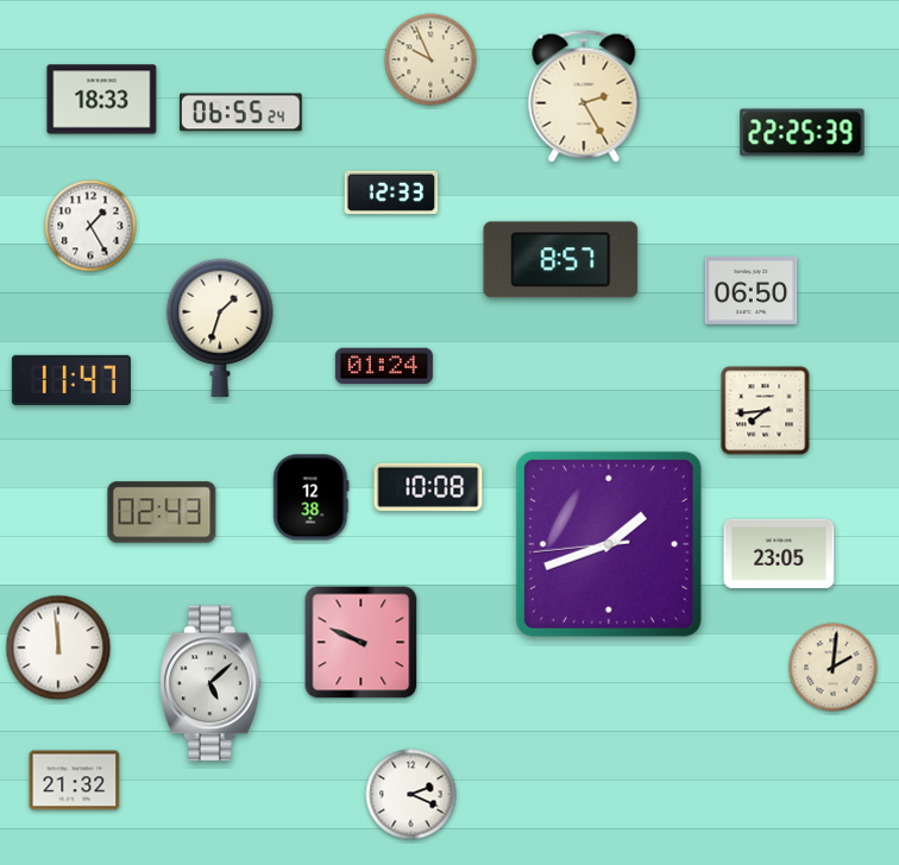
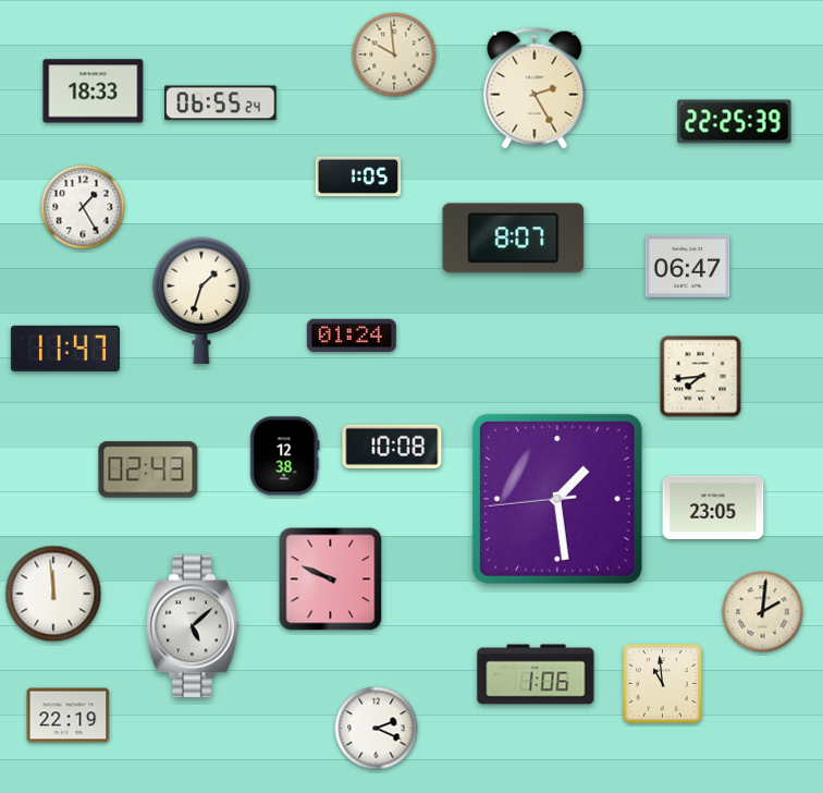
clock at (430, 59): 9:56 -> 9:59
clock at (391, 192): 12:33 -> 1:05
clock at (561, 260): 8:57 -> 8:07
clock at (752, 290): 06:50 -> 06:47
clock at (609, 544): 1:41 -> 1:28
clock at (362, 643) position: (362, 643) -> (331, 579)
clock at (536, 674): none -> 1:06
clock at (663, 684): none -> 10:59
clock at (75, 781): 21:32 -> 22:19
